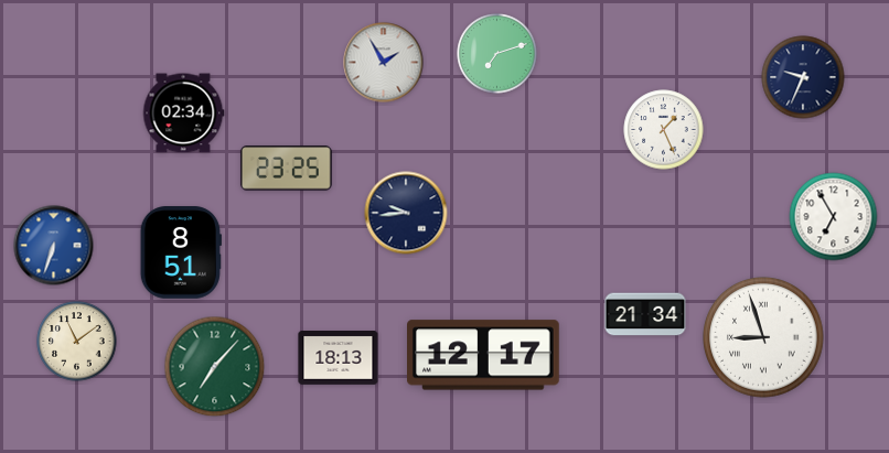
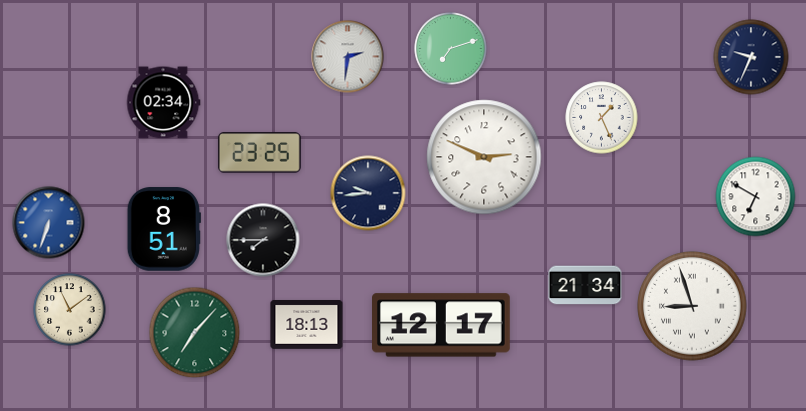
clock at (384, 63): 1:55 -> 2:31
clock at (803, 77) position: (803, 77) -> (751, 57)
clock at (183, 114) position: (183, 114) -> (163, 103)
clock at (484, 157): none -> 2:49
clock at (834, 217): 6:55 -> 6:50
clock at (263, 240): none -> 7:45
clock at (484, 355) position: (484, 355) -> (442, 325)
